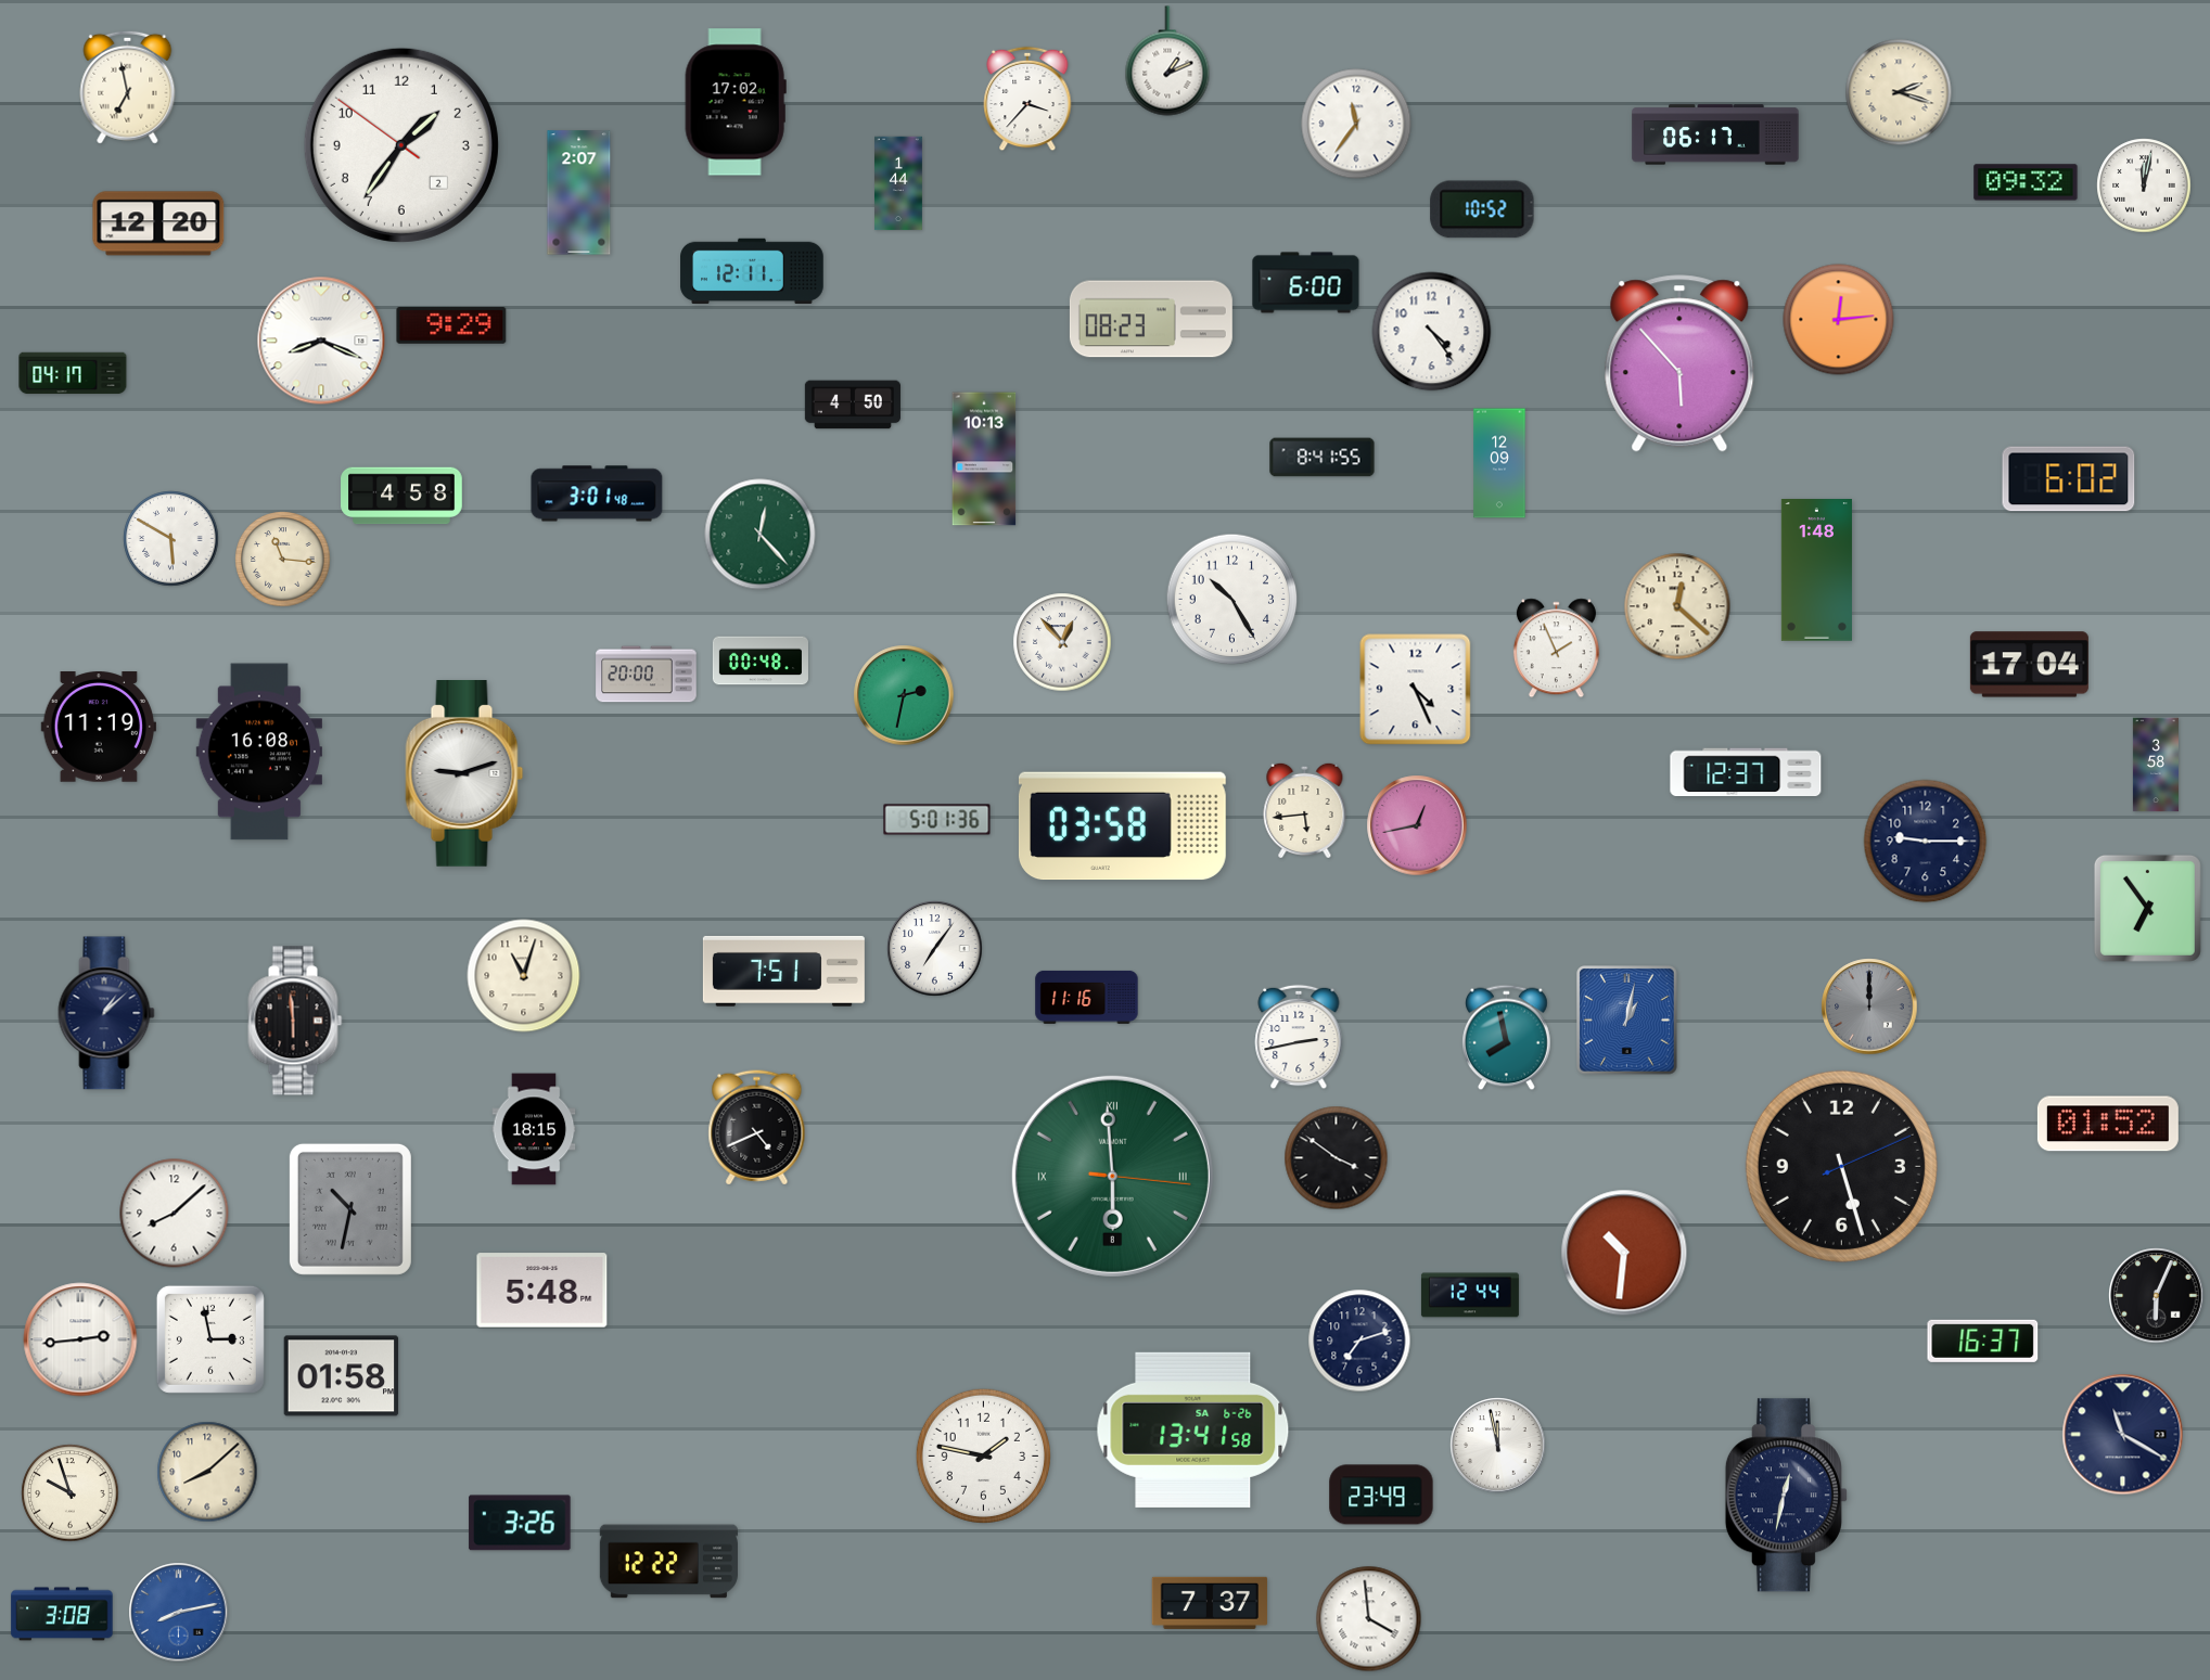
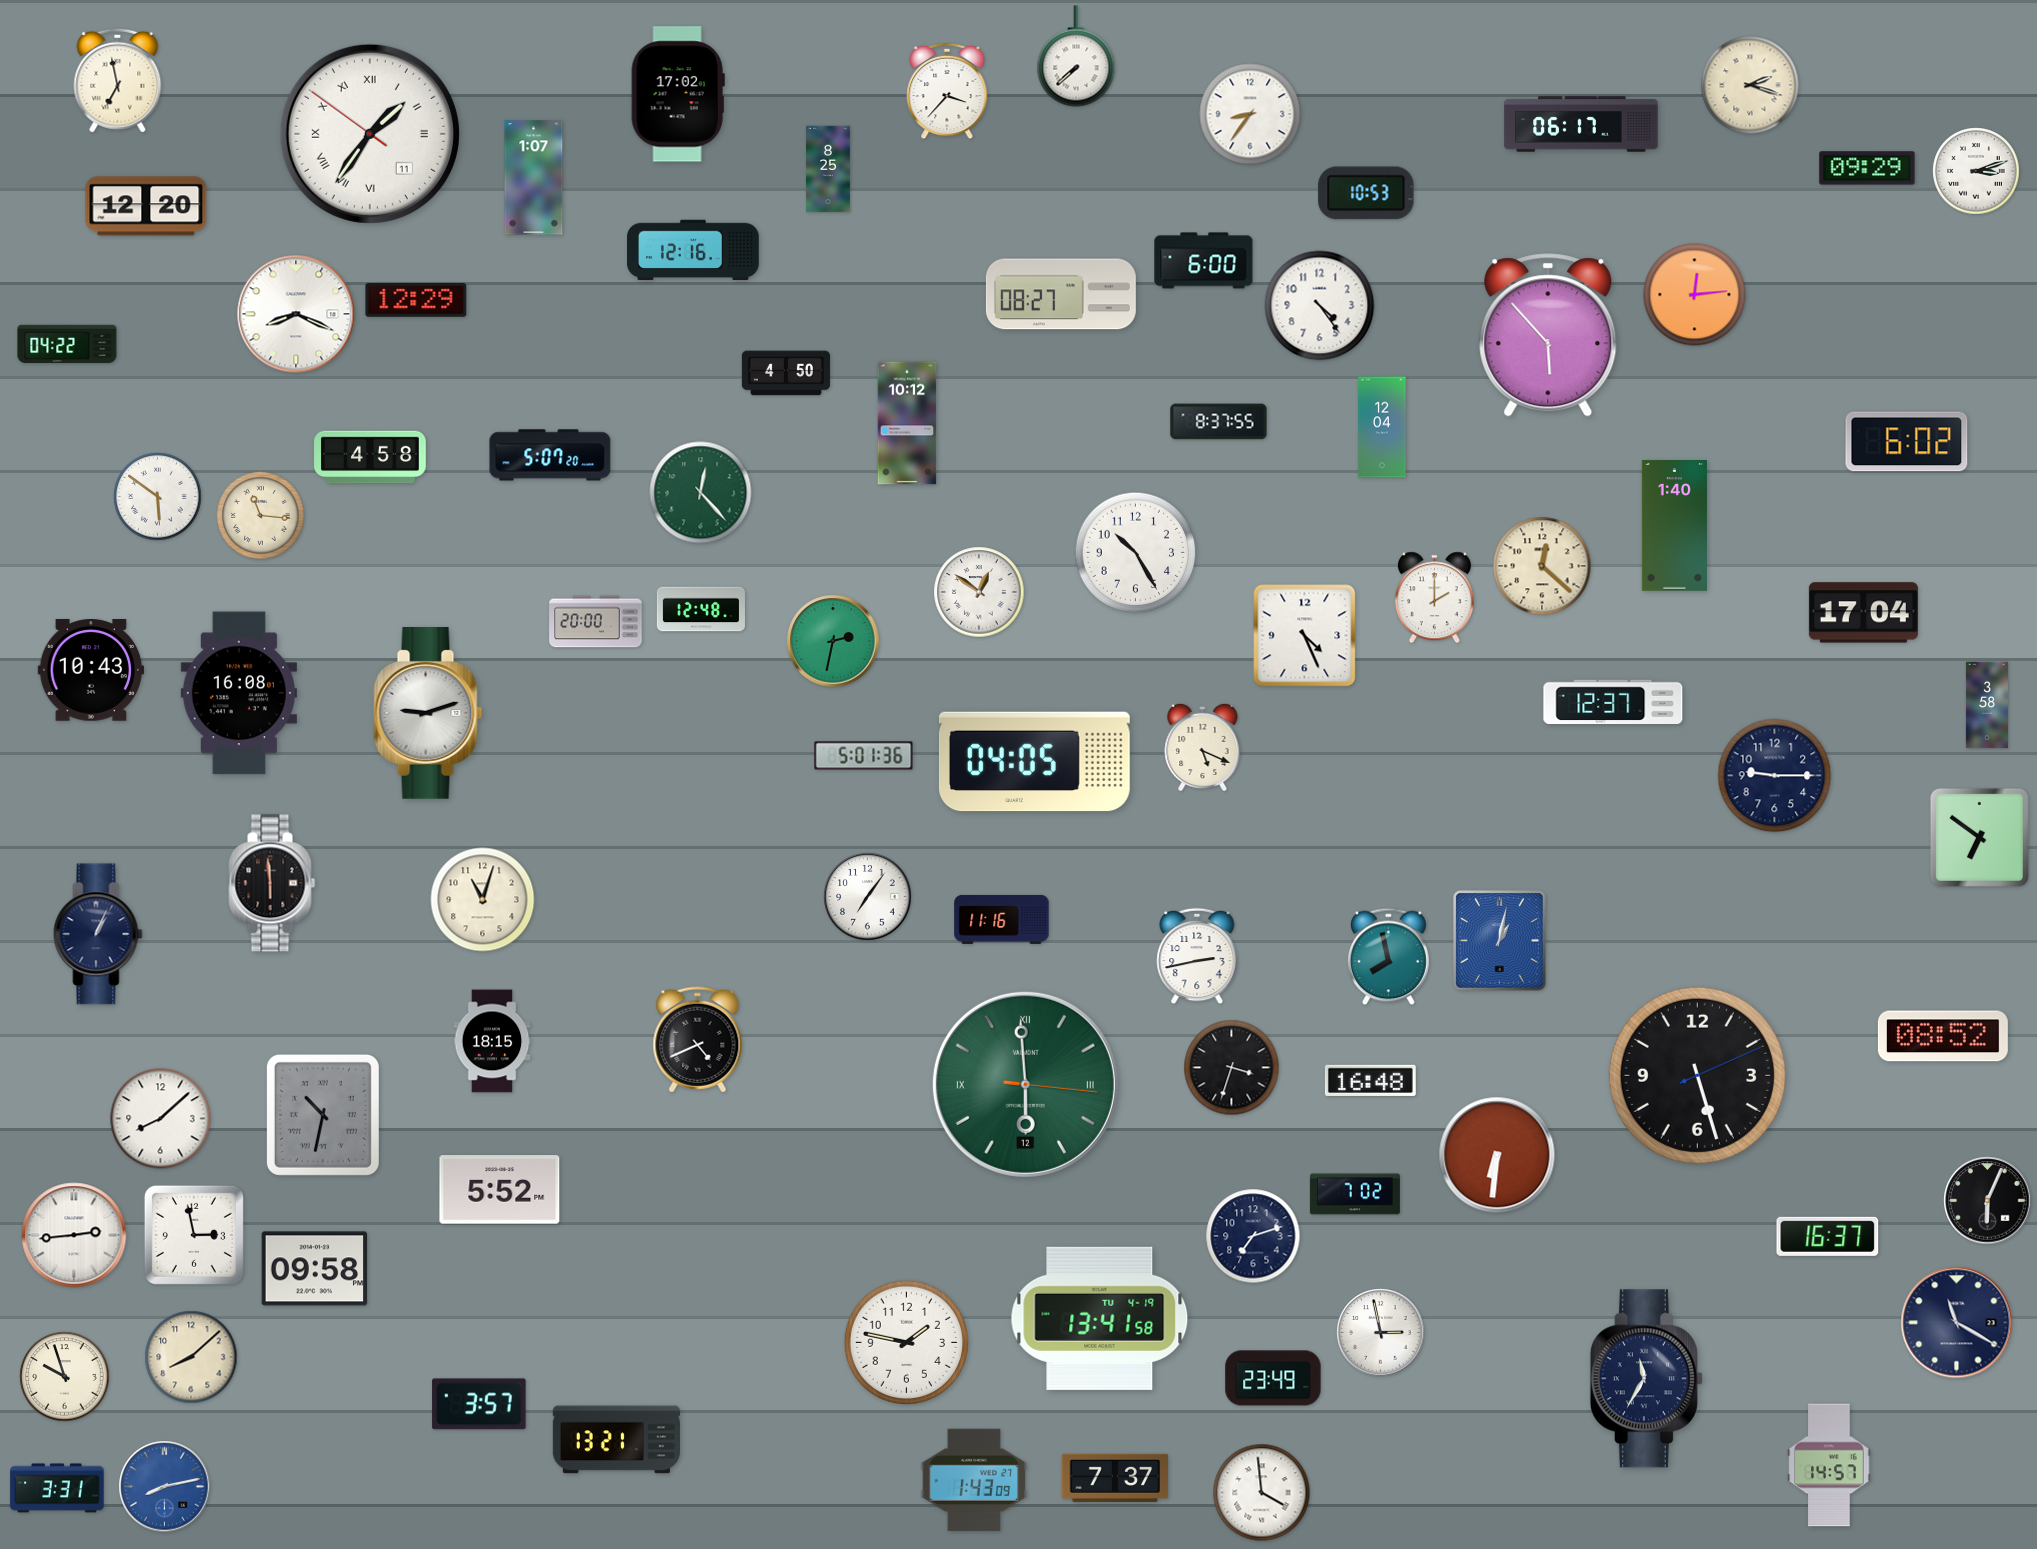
clock at (1167, 61): 1:11 -> 7:38
clock at (1356, 124): 11:36 -> 8:36
clock at (401, 145) date: 2 -> 11
clock at (401, 145) numerals: Arabic -> Roman
clock at (2026, 182): 09:32 -> 09:29
clock at (899, 183): 1:44 -> 8:25
clock at (2144, 185): 12:02 -> 3:12
clock at (579, 193): 2:07 -> 1:07
clock at (1482, 209): 10:52 -> 10:53
clock at (752, 270): 12:11 -> 12:16
clock at (1151, 319): 08:23 -> 08:27
clock at (451, 325): 9:29 -> 12:29
clock at (73, 373): 04:17 -> 04:22
clock at (1323, 458): 8:41 -> 8:37
clock at (984, 459): 10:13 -> 10:12
clock at (1499, 463): 12:09 -> 12:04
clock at (597, 493): 3:01 -> 5:07
clock at (171, 539): 5:50 -> 5:51
clock at (1816, 570): 1:48 -> 1:40
clock at (1677, 606) position: (1677, 606) -> (1542, 566)
clock at (1062, 642): 12:53 -> 12:51
clock at (1556, 649): 1:56 -> 2:00
clock at (761, 661): 00:48 -> 12:48
clock at (2029, 665) position: (2029, 665) -> (1863, 613)
clock at (98, 728): 11:19 -> 10:43
clock at (1746, 772) position: (1746, 772) -> (1613, 702)
clock at (1305, 809): 5:44 -> 5:19
clock at (1417, 825): 12:43 -> none
clock at (1122, 826): 03:58 -> 04:05
clock at (2147, 908): 6:54 -> 6:51
clock at (935, 949) position: (935, 949) -> (868, 897)
clock at (783, 971): 7:51 -> none
clock at (1869, 1006): 12:00 -> none
clock at (106, 1013): 1:08 -> 1:04
clock at (295, 1021) position: (295, 1021) -> (272, 883)
clock at (2108, 1124): 01:52 -> 08:52
clock at (1337, 1158): 3:51 -> 3:33
clock at (1370, 1080): none -> 16:48
clock at (1112, 1176) date: 8 -> 12
clock at (1624, 1253): 10:31 -> 6:31
clock at (542, 1291): 5:48 -> 5:52
clock at (1470, 1295): 12:44 -> 7:02
clock at (2157, 1296) position: (2157, 1296) -> (1988, 1201)
clock at (342, 1376): 01:58 -> 09:58
clock at (1193, 1429) date: SA 6-26 -> TU 4-19
clock at (1498, 1446): 11:58 -> 2:58
clock at (1786, 1496): 12:32 -> 11:35
clock at (520, 1523): 3:26 -> 3:57
clock at (668, 1562): 12:22 -> 13:21
clock at (1829, 1465): none -> 14:57
clock at (974, 1480): none -> 1:43
clock at (62, 1614): 3:08 -> 3:31
